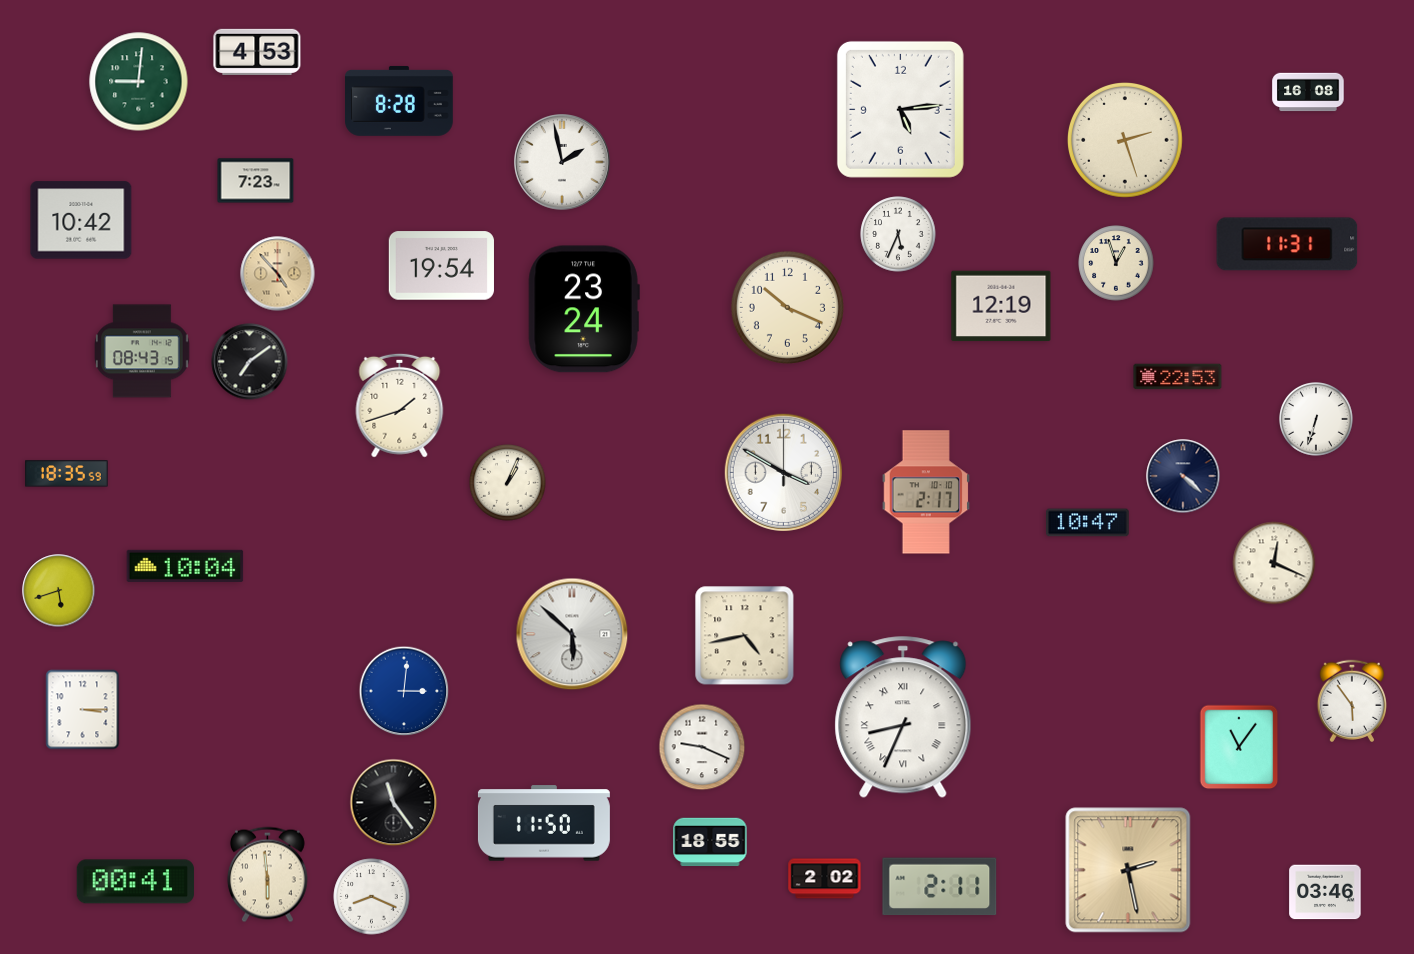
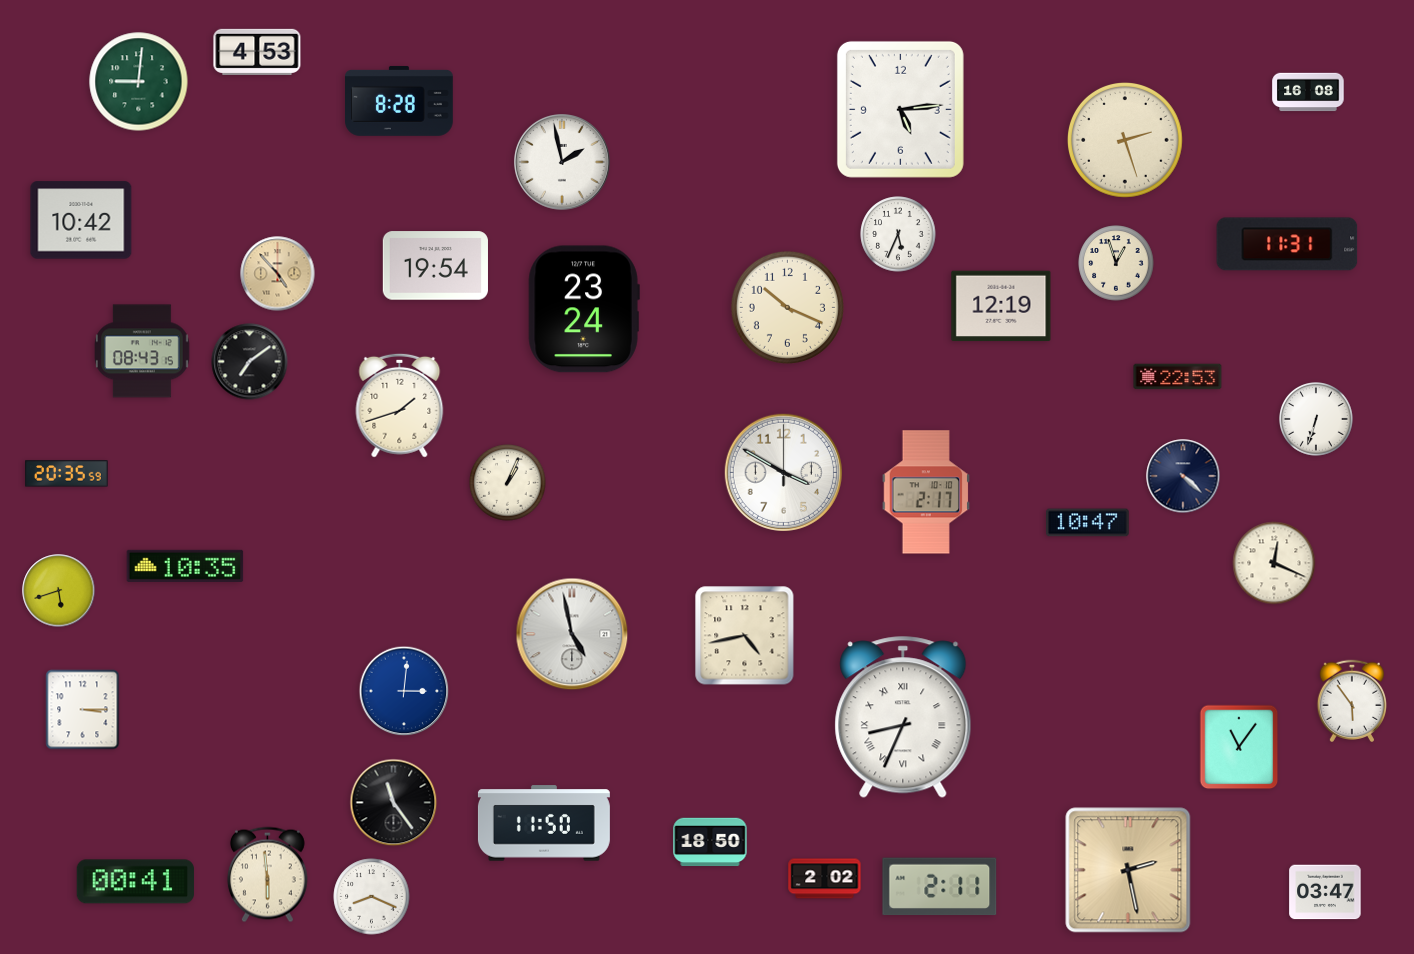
clock at (256, 181): 7:23 -> none
clock at (441, 266) position: (441, 266) -> (435, 266)
clock at (67, 474): 18:35 -> 20:35
clock at (185, 566): 10:04 -> 10:35
clock at (572, 634): 5:52 -> 4:58
clock at (702, 747): 9:19 -> none
clock at (710, 842): 18:55 -> 18:50
clock at (1325, 892): 03:46 -> 03:47
